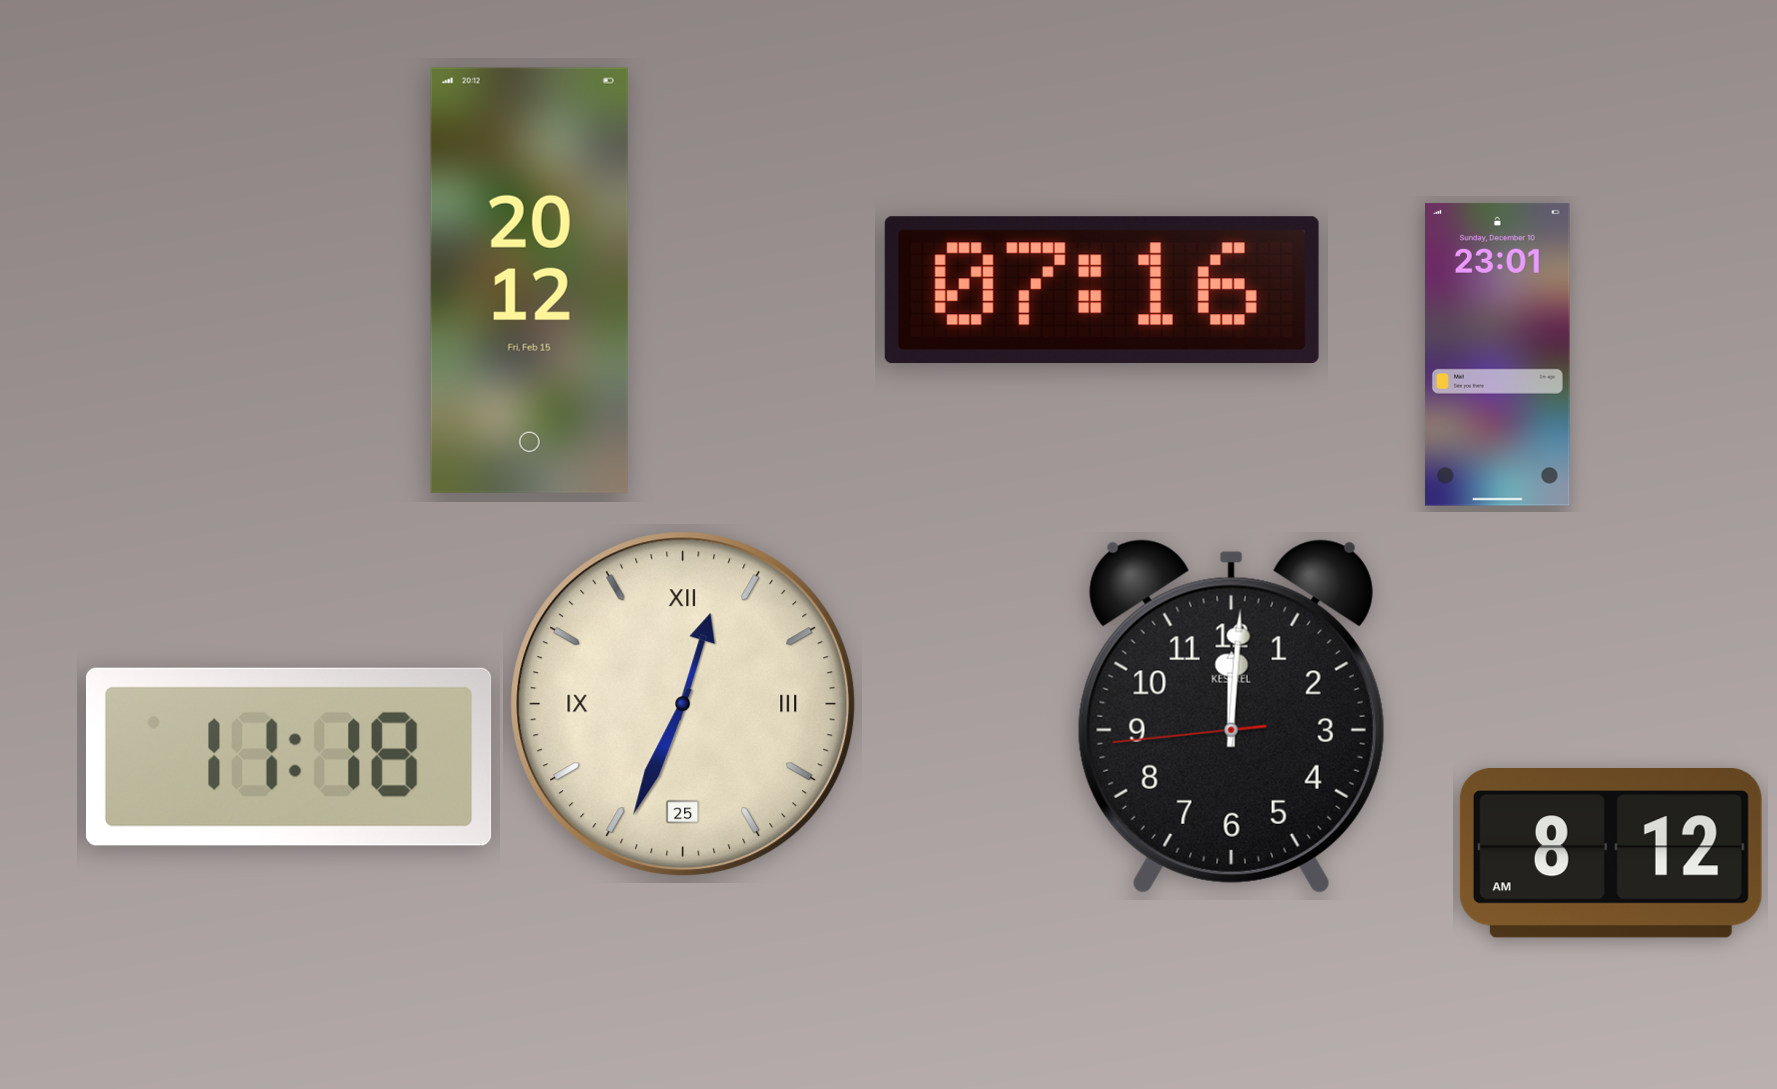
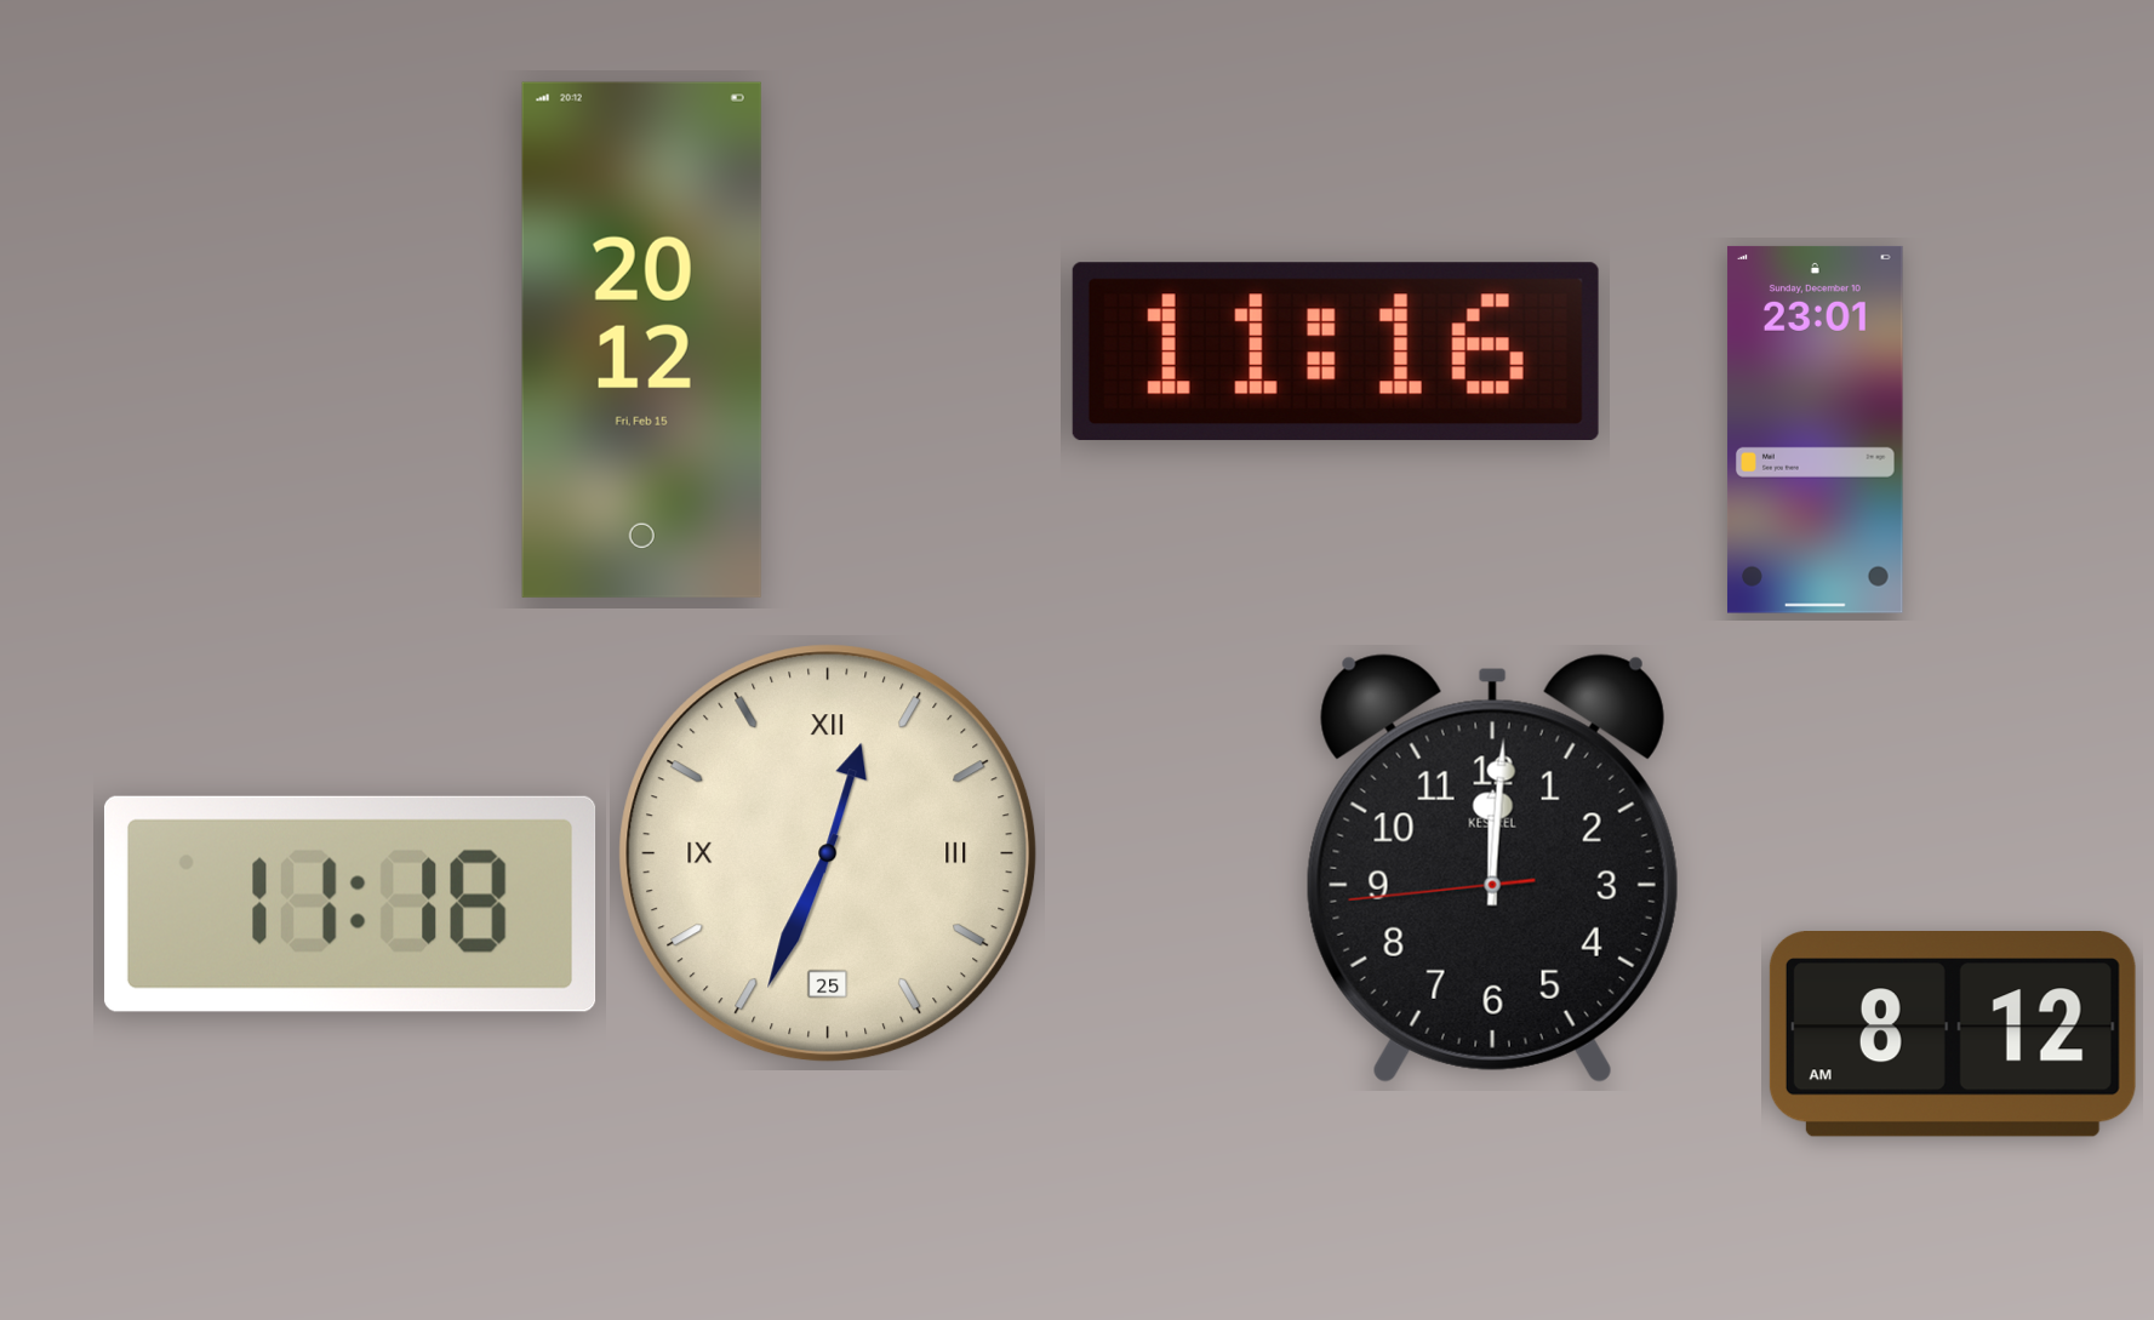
clock at (1102, 290): 07:16 -> 11:16
clock at (289, 757) position: (289, 757) -> (350, 904)
